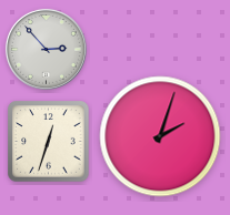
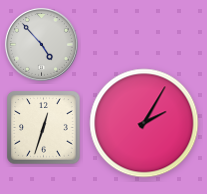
clock at (46, 49): 2:53 -> 4:53
clock at (160, 136): 2:03 -> 2:05
